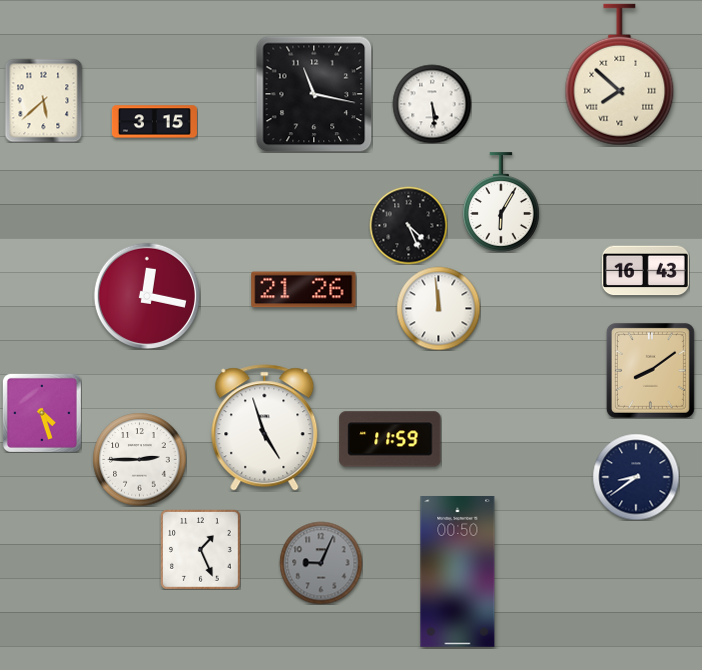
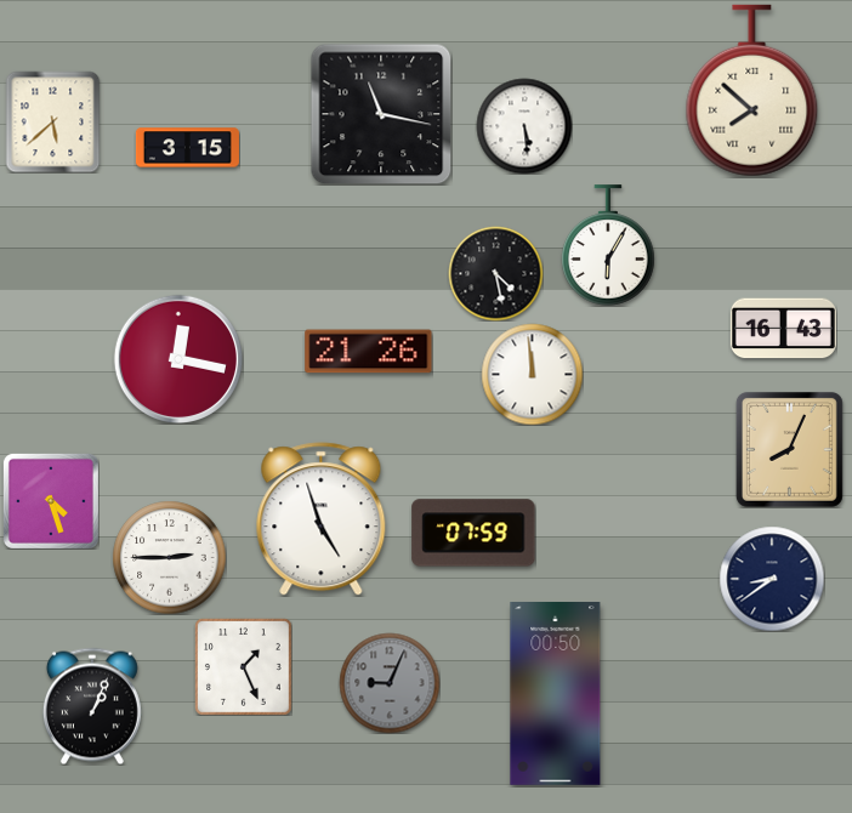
clock at (408, 225): 4:26 -> 4:28
clock at (650, 370): 8:09 -> 8:04
clock at (390, 439): 11:59 -> 07:59
clock at (92, 706): none -> 1:04
